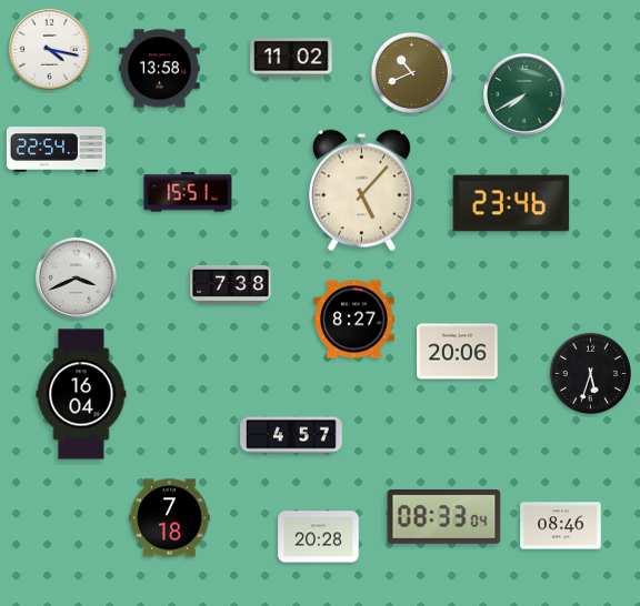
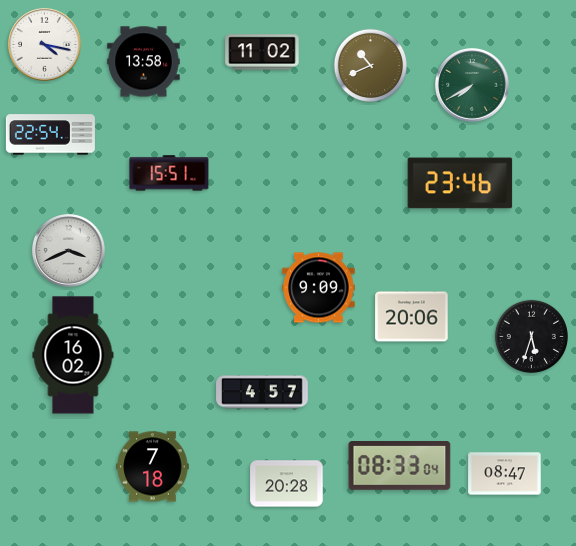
clock at (361, 191): 5:07 -> none
clock at (231, 284): 7:38 -> none
clock at (354, 320): 8:27 -> 9:09
clock at (81, 394): 16:04 -> 16:02
clock at (561, 526): 08:46 -> 08:47
